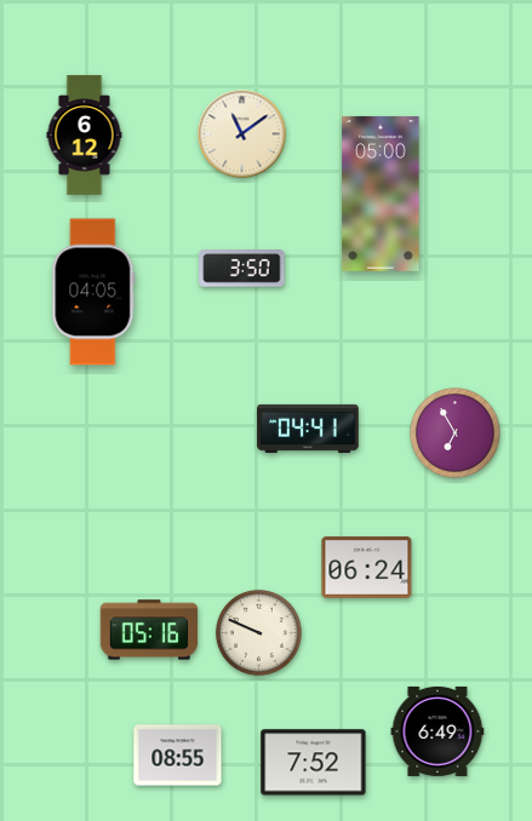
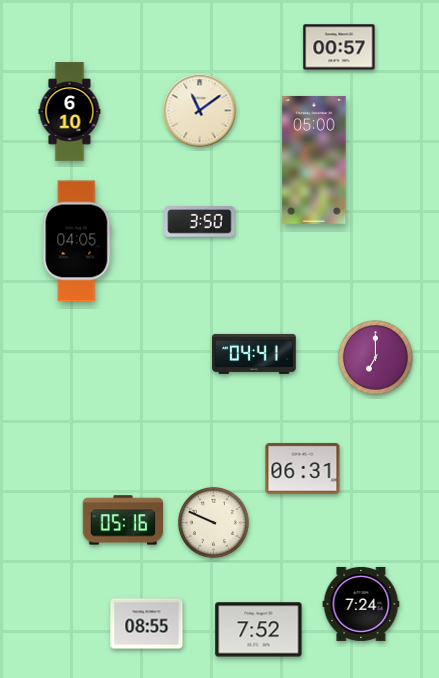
clock at (339, 47): none -> 00:57
clock at (85, 136): 6:12 -> 6:10
clock at (456, 434): 6:55 -> 7:00
clock at (367, 568): 06:24 -> 06:31
clock at (437, 731): 6:49 -> 7:24
